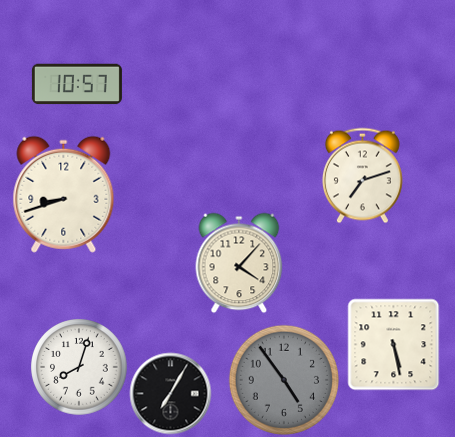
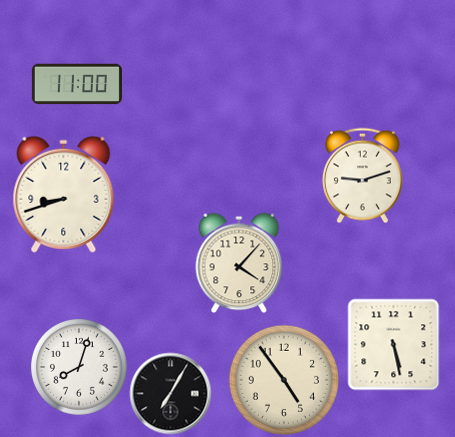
clock at (77, 84): 10:57 -> 11:00
clock at (362, 175): 7:12 -> 9:12
clock at (284, 380) dial: grey -> cream
